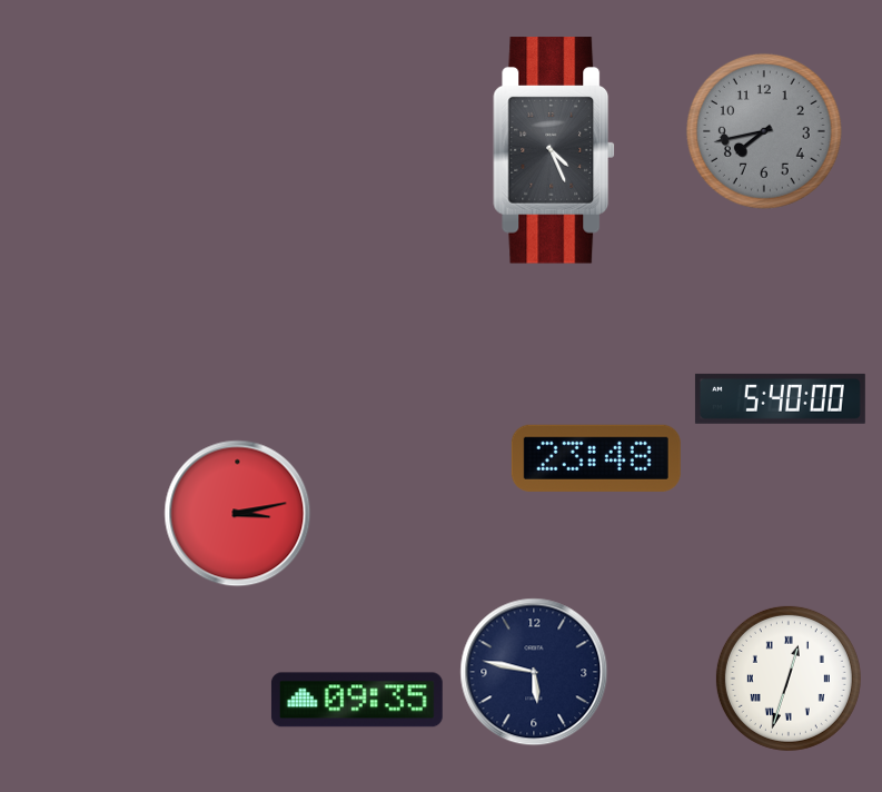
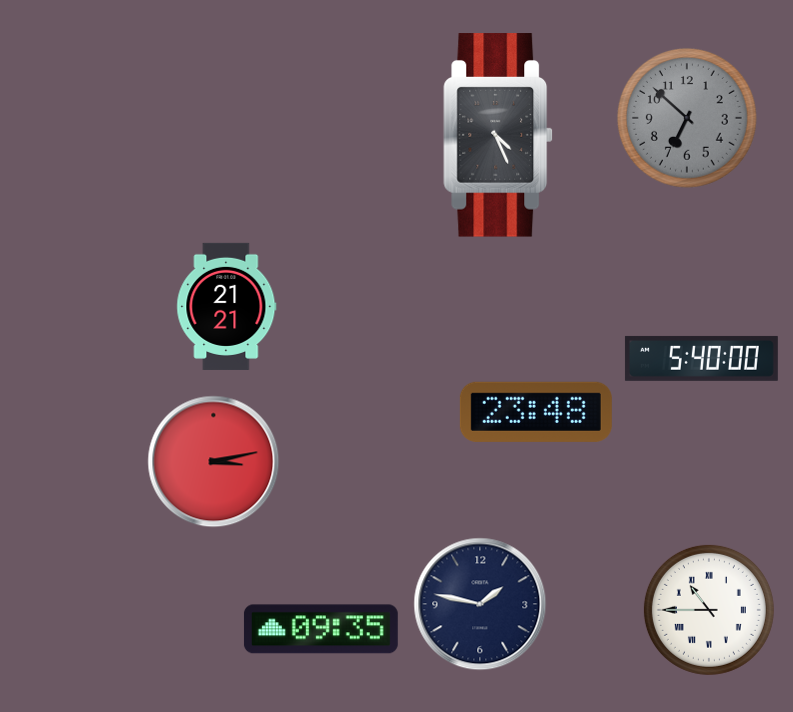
clock at (764, 131): 7:43 -> 6:52
clock at (227, 306): none -> 21:21
clock at (534, 672): 5:47 -> 1:47
clock at (789, 679): 12:33 -> 10:45
